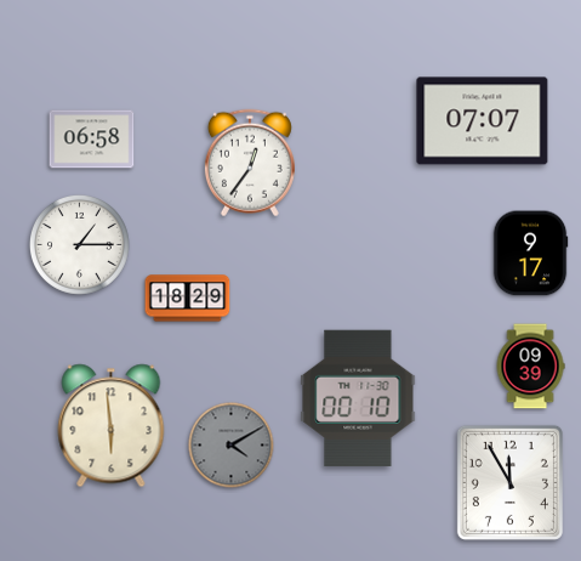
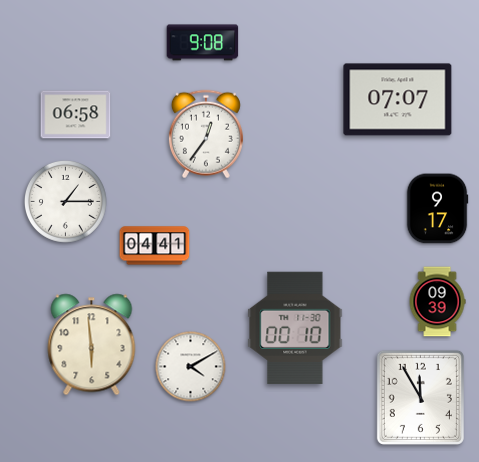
clock at (203, 43): none -> 9:08
clock at (188, 299): 18:29 -> 04:41
clock at (112, 426) position: (112, 426) -> (92, 345)
clock at (232, 446) dial: grey -> white
